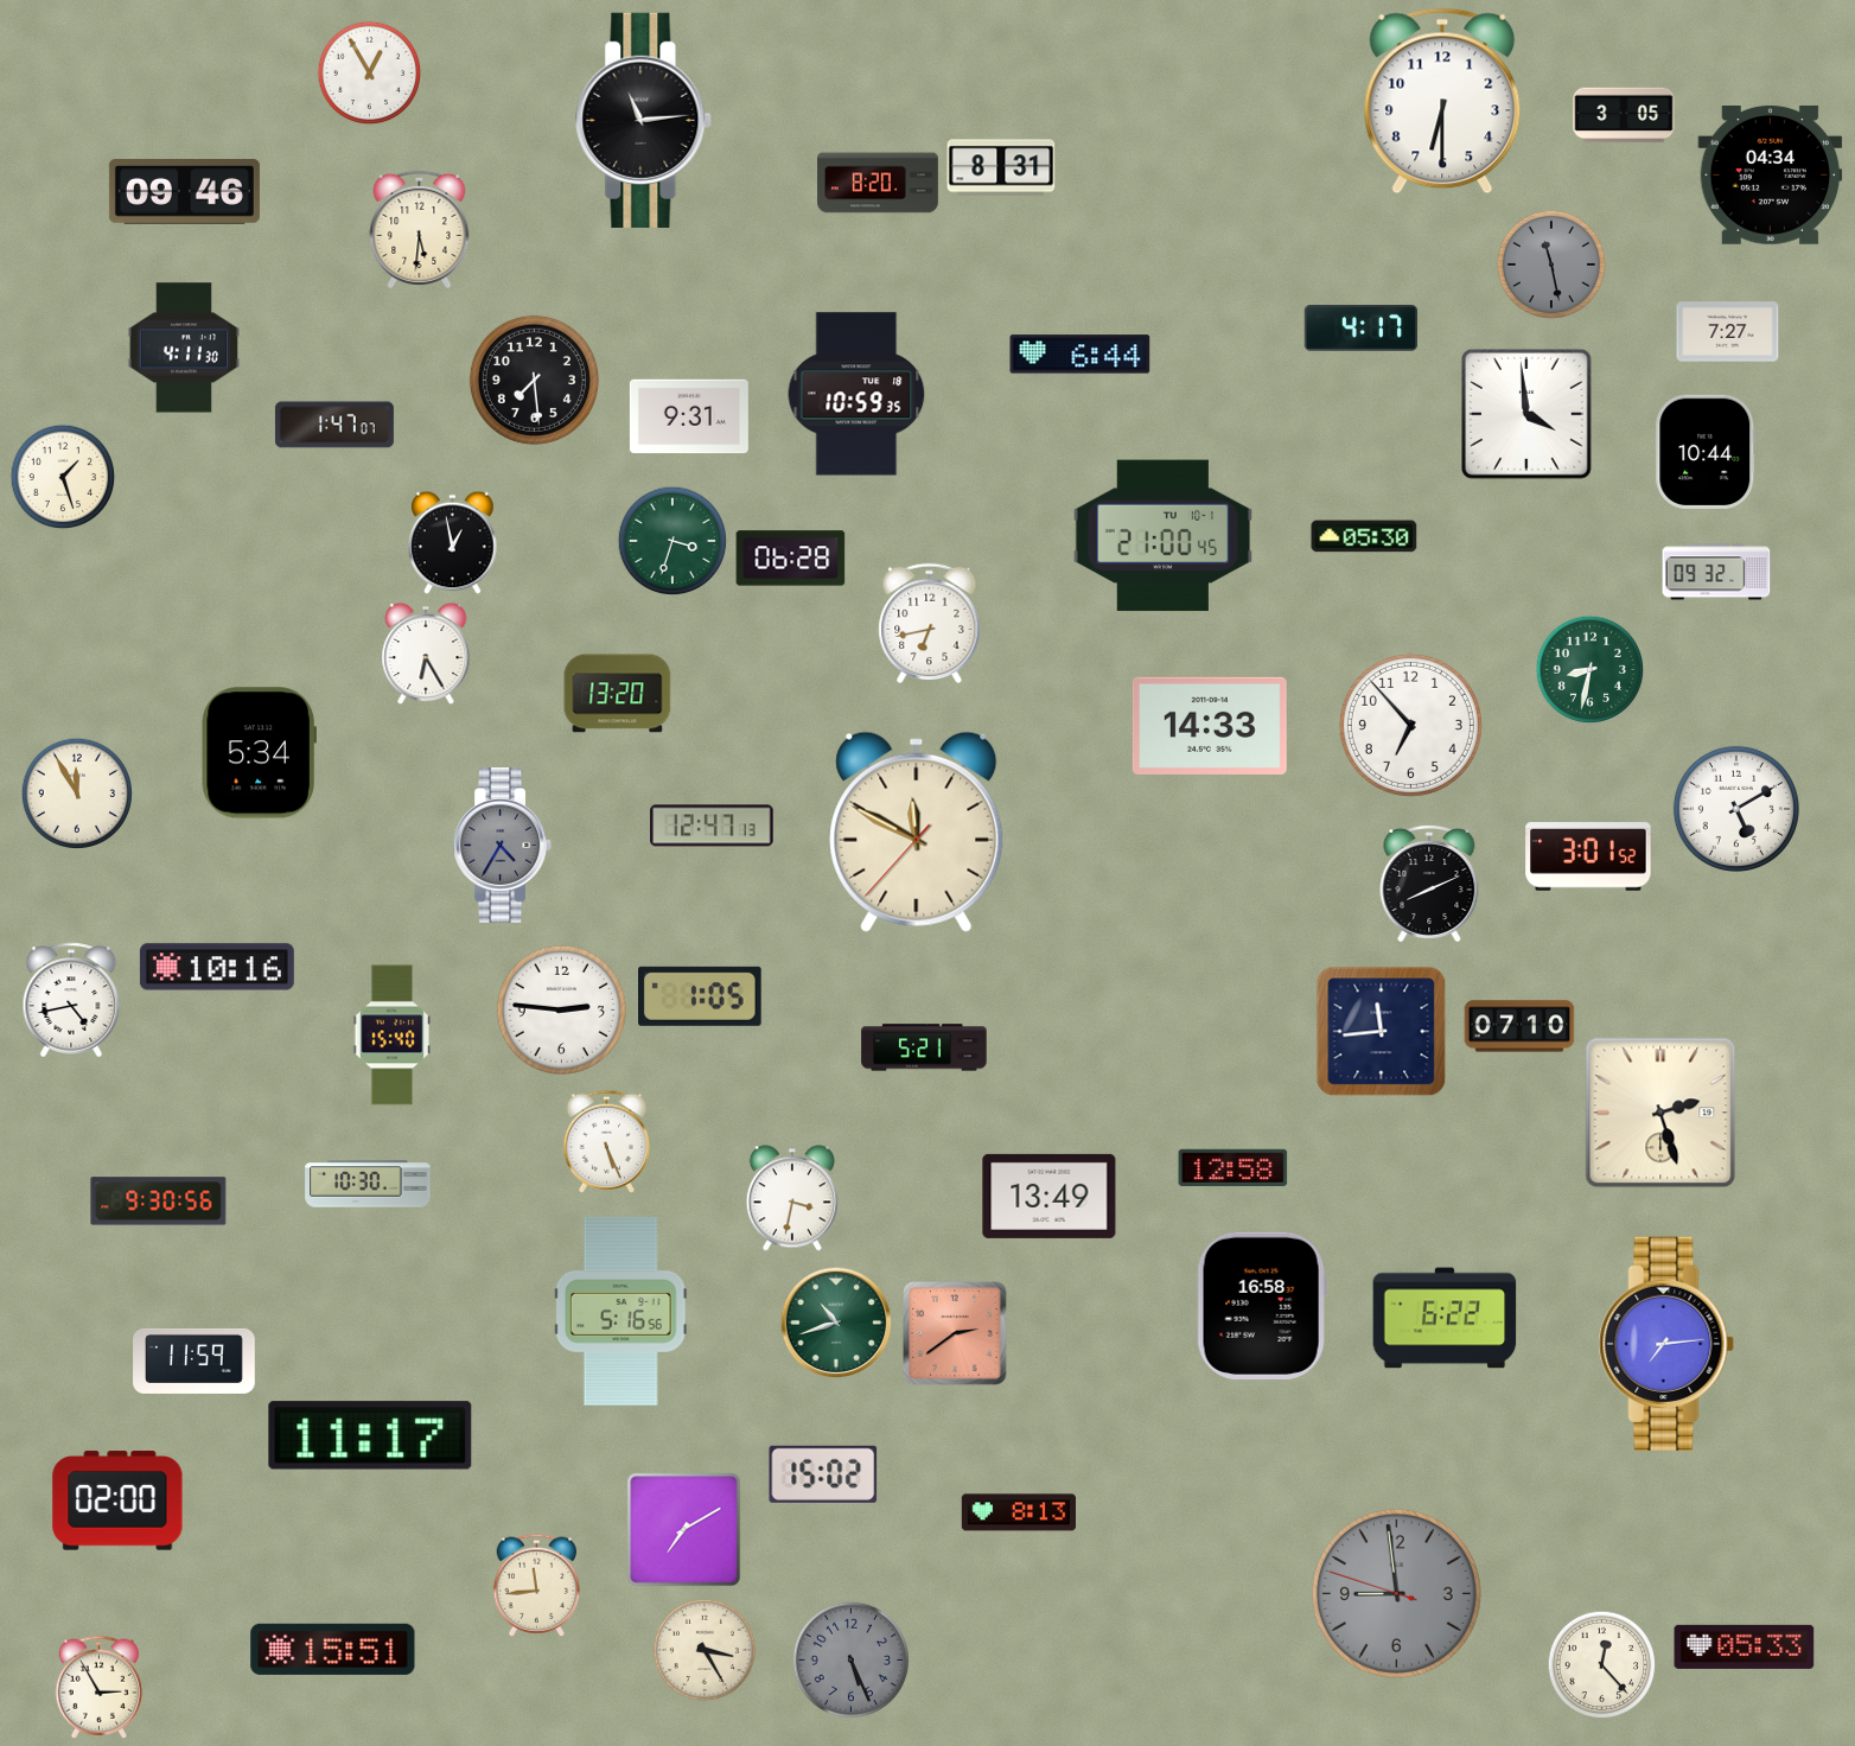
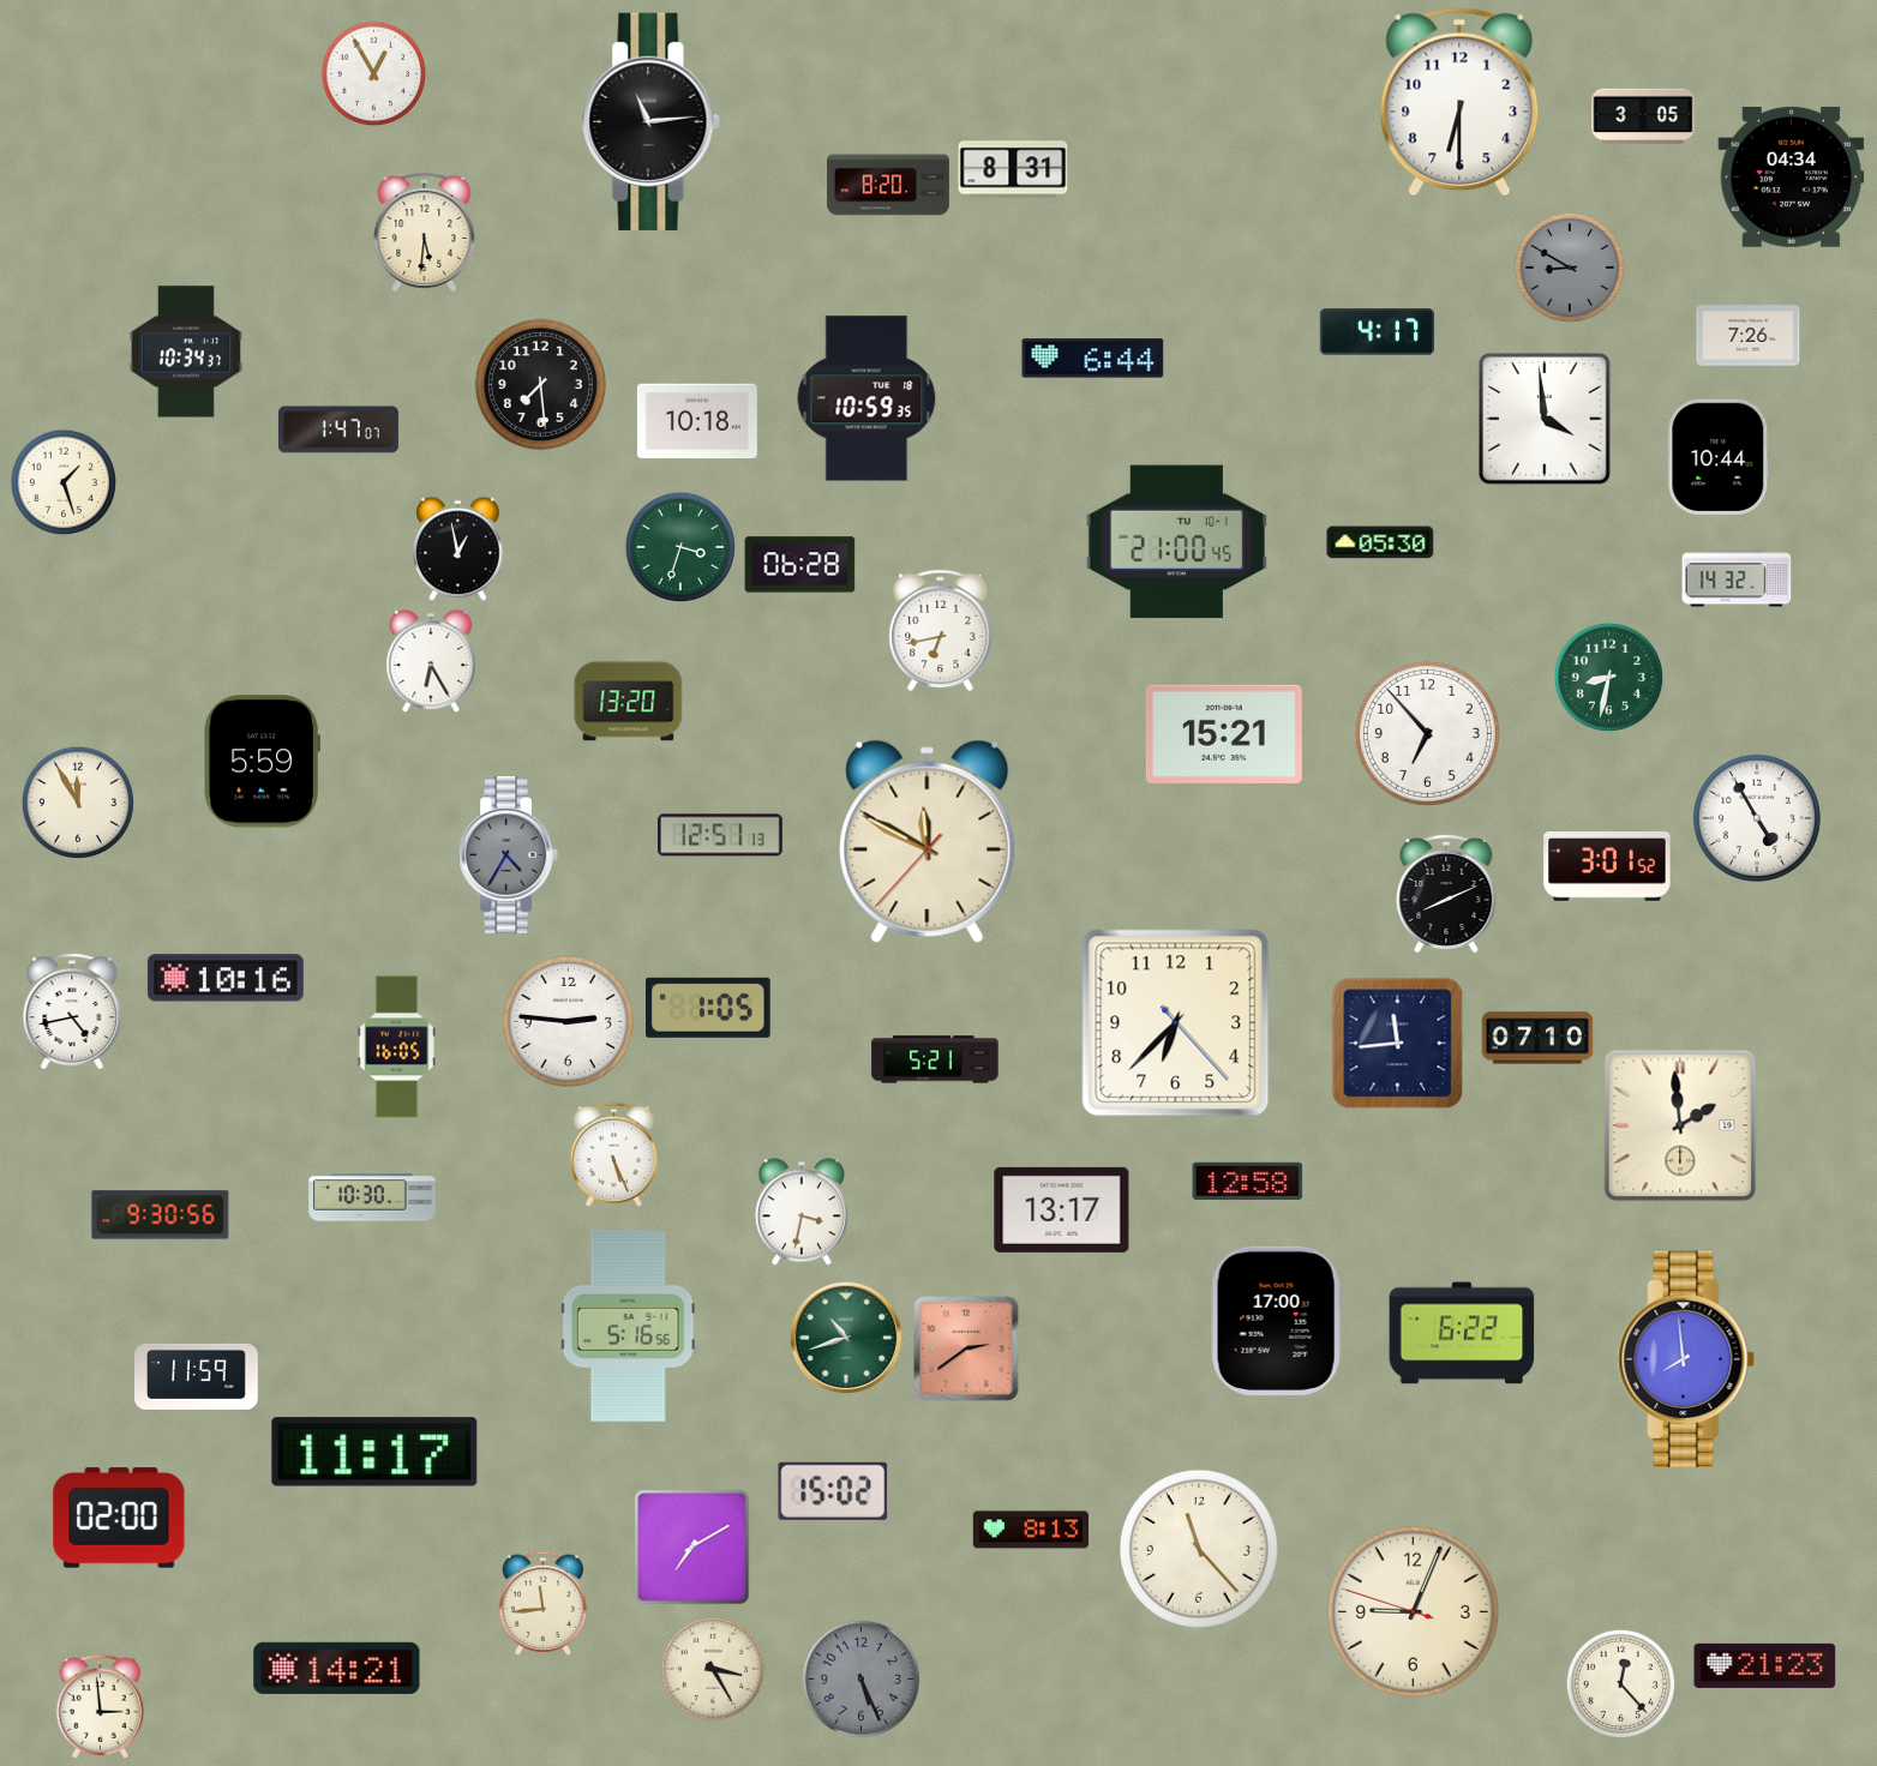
clock at (184, 192): 09:46 -> none
clock at (1551, 265): 11:28 -> 8:50
clock at (1728, 332): 7:27 -> 7:26
clock at (184, 348): 4:11 -> 10:34
clock at (689, 416): 9:31 -> 10:18
clock at (1706, 452) position: (1706, 452) -> (1719, 457)
clock at (1716, 572): 09:32 -> 14:32
clock at (618, 694) position: (618, 694) -> (629, 702)
clock at (1210, 726): 14:33 -> 15:21
clock at (259, 753): 5:34 -> 5:59
clock at (1736, 809): 5:10 -> 4:55
clock at (712, 826): 12:47 -> 12:51
clock at (217, 967) position: (217, 967) -> (226, 978)
clock at (1176, 1023): none -> 6:37
clock at (391, 1036): 15:40 -> 16:05
clock at (1660, 1113): 2:27 -> 1:59
clock at (1050, 1196): 13:49 -> 13:17
clock at (1262, 1306): 16:58 -> 17:00
clock at (1666, 1344): 7:14 -> 7:59
clock at (1199, 1549): none -> 11:23
clock at (1396, 1593): 8:58 -> 9:03
clock at (1396, 1593) dial: grey -> cream
clock at (1745, 1646): 05:33 -> 21:23
clock at (333, 1649): 15:51 -> 14:21
clock at (100, 1687): 2:55 -> 2:59
